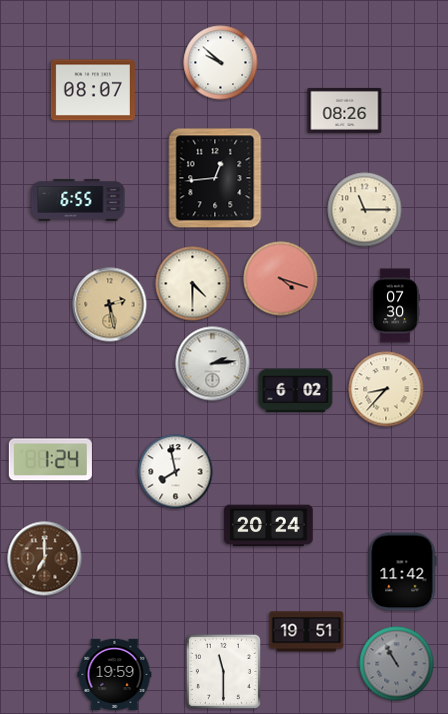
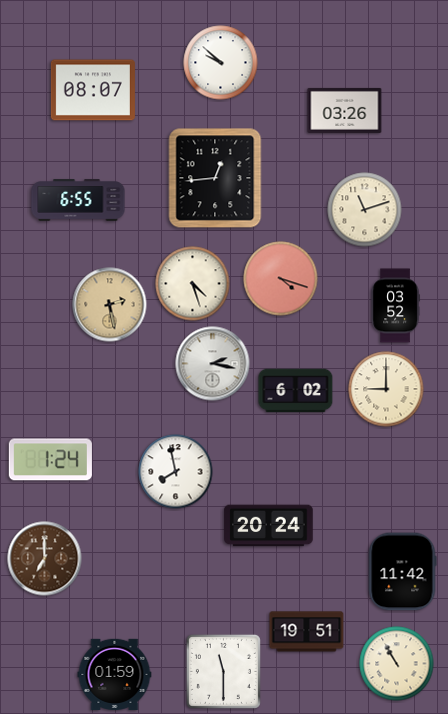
clock at (345, 110): 08:26 -> 03:26
clock at (365, 210): 11:15 -> 11:12
clock at (193, 284): 4:30 -> 4:27
clock at (395, 306): 07:30 -> 03:52
clock at (213, 364): 2:14 -> 2:17
clock at (386, 389): 8:37 -> 9:00
clock at (397, 664) dial: grey -> cream
clock at (115, 674): 19:59 -> 01:59
